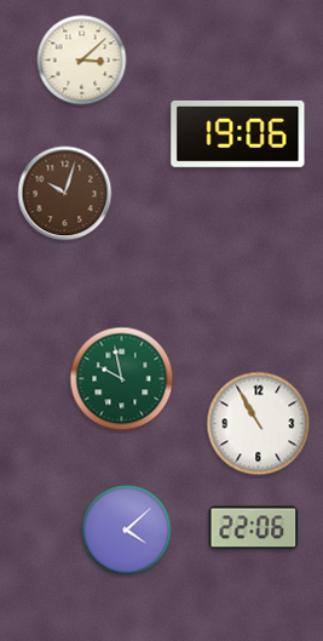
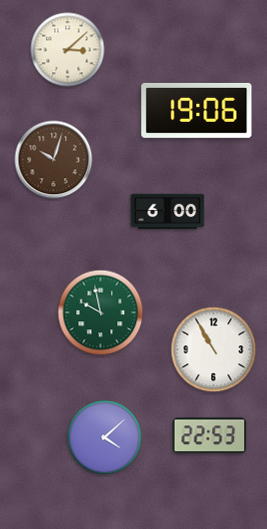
clock at (168, 212): none -> 6:00
clock at (254, 528): 22:06 -> 22:53
